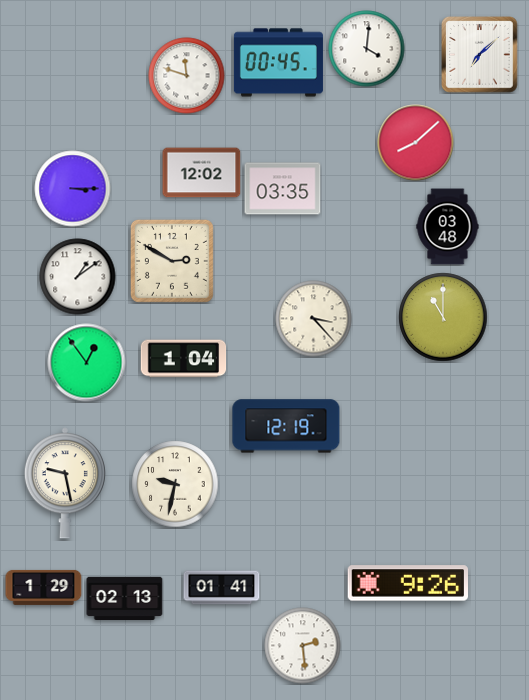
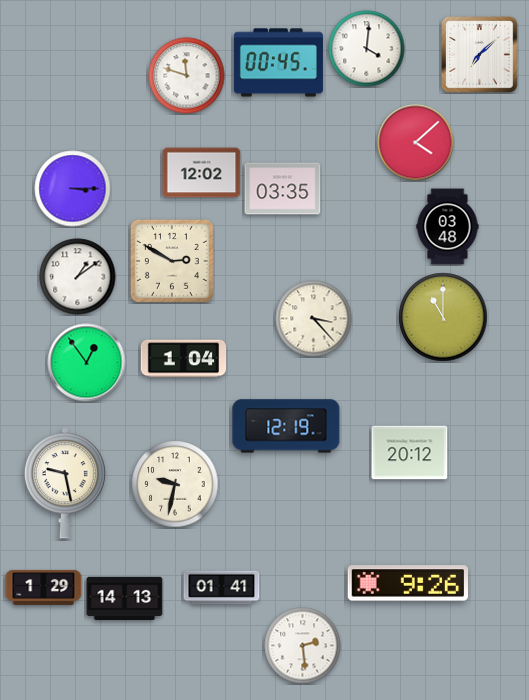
clock at (416, 143): 8:08 -> 4:08
clock at (410, 453): none -> 20:12
clock at (125, 598): 02:13 -> 14:13
